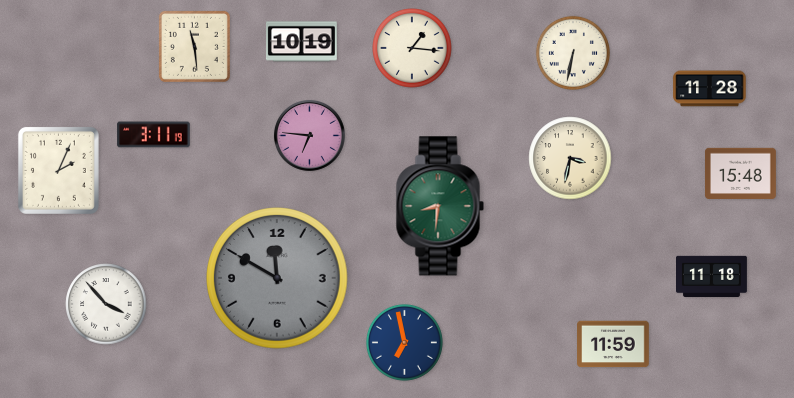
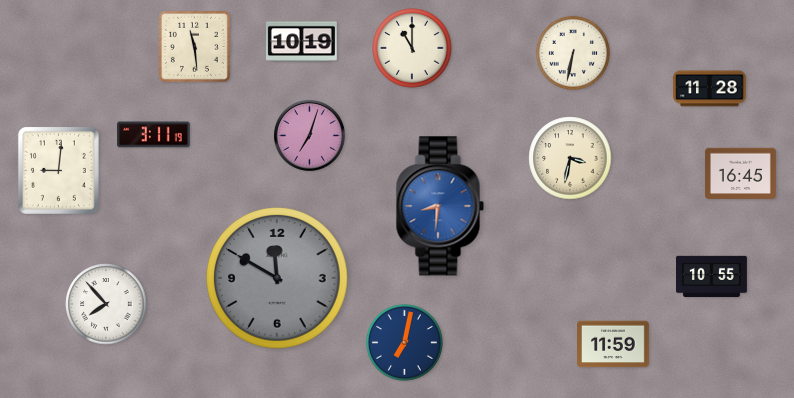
clock at (412, 48): 1:16 -> 11:00
clock at (309, 135): 6:46 -> 7:03
clock at (58, 170): 2:04 -> 9:01
clock at (740, 174): 15:48 -> 16:45
clock at (440, 206) dial: green -> blue
clock at (712, 277): 11:18 -> 10:55
clock at (106, 304): 3:53 -> 7:53
clock at (404, 342): 6:58 -> 7:02
